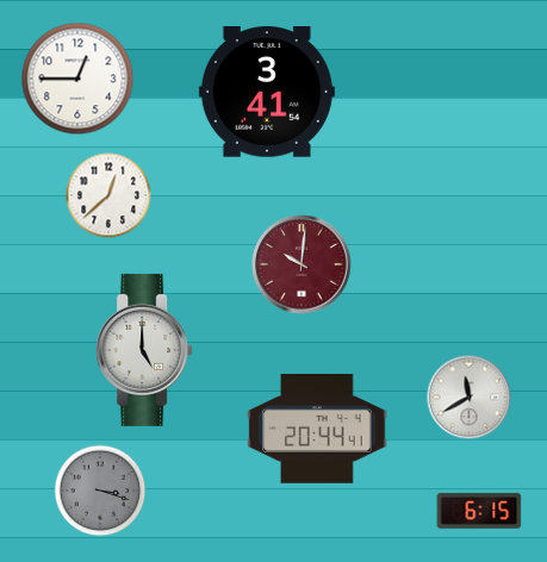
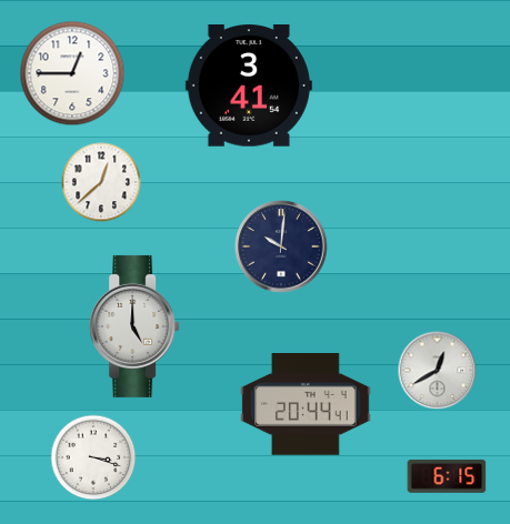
clock at (302, 264) dial: burgundy -> navy
clock at (470, 398): 11:40 -> 12:40
clock at (317, 430) position: (317, 430) -> (306, 405)
clock at (100, 491) dial: grey -> white
